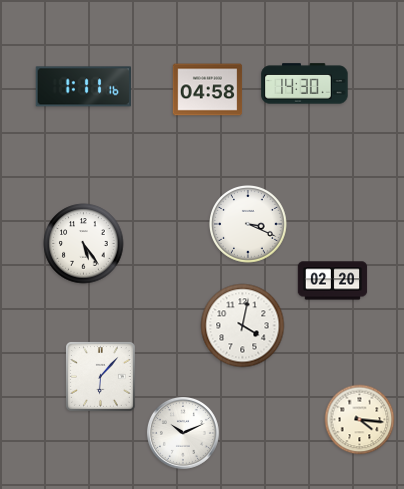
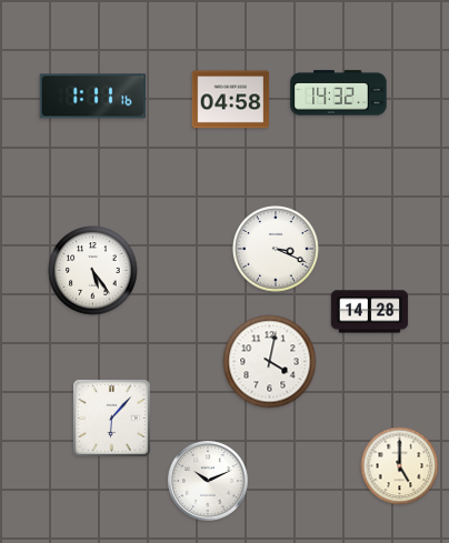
clock at (305, 84): 14:30 -> 14:32
clock at (333, 281): 02:20 -> 14:28
clock at (360, 420): 4:16 -> 5:00
clock at (183, 433) position: (183, 433) -> (208, 481)
